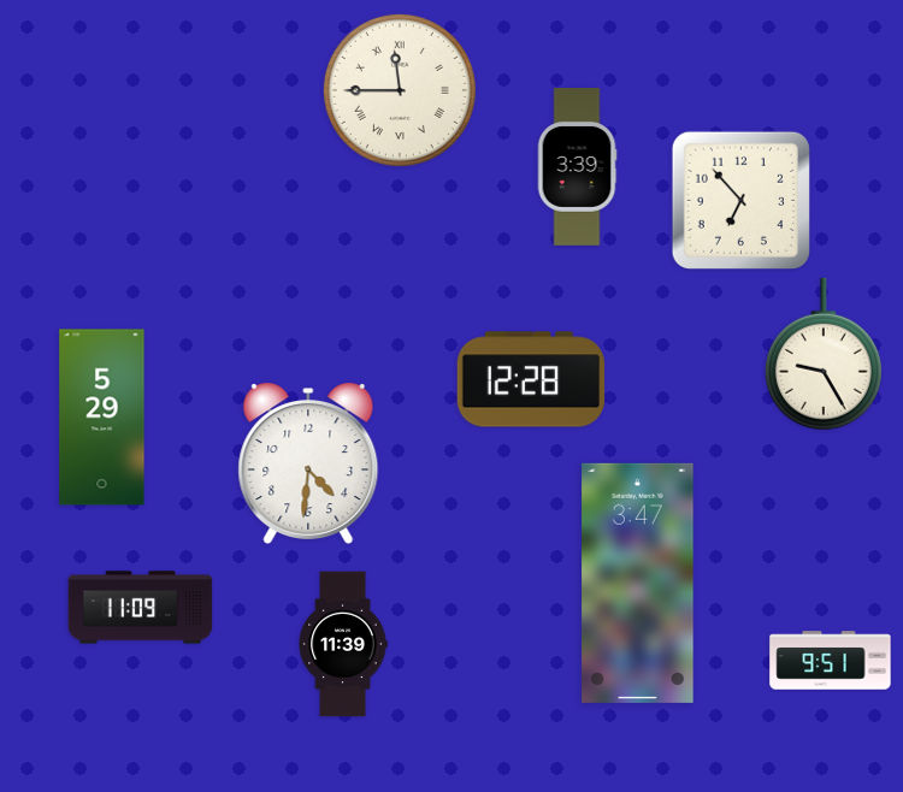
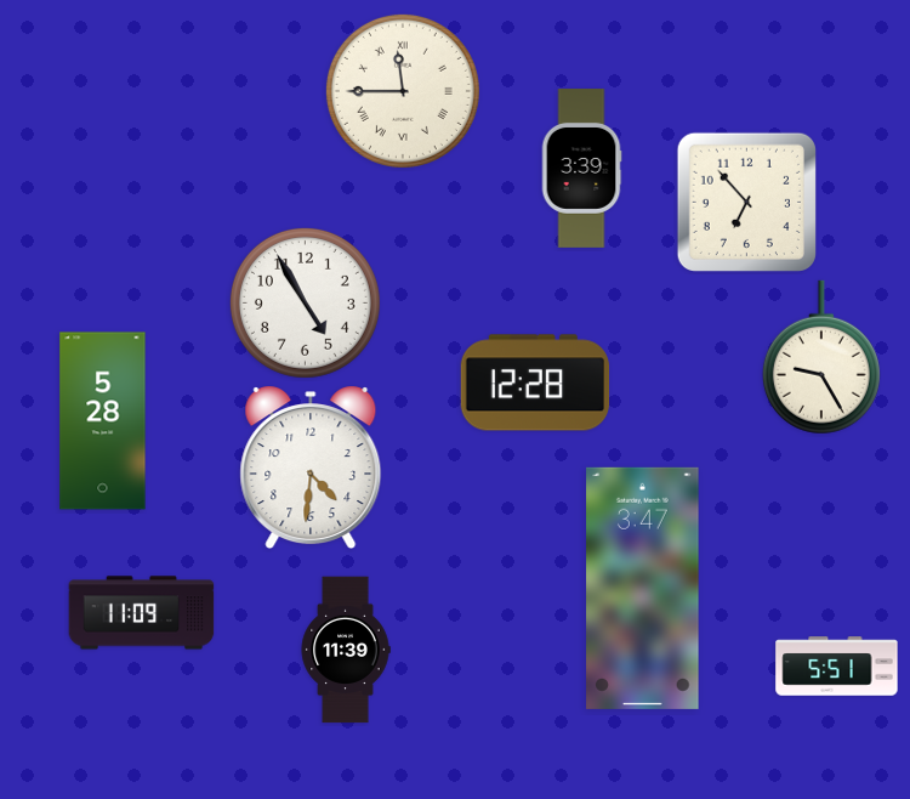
clock at (305, 302): none -> 4:55
clock at (824, 354) position: (824, 354) -> (821, 357)
clock at (102, 418): 5:29 -> 5:28
clock at (831, 661): 9:51 -> 5:51
